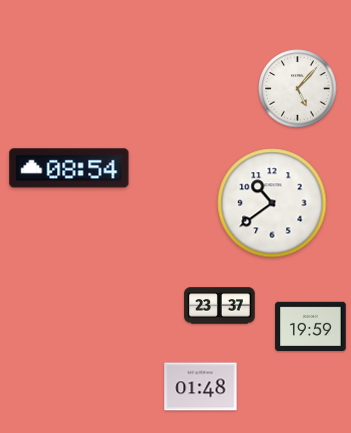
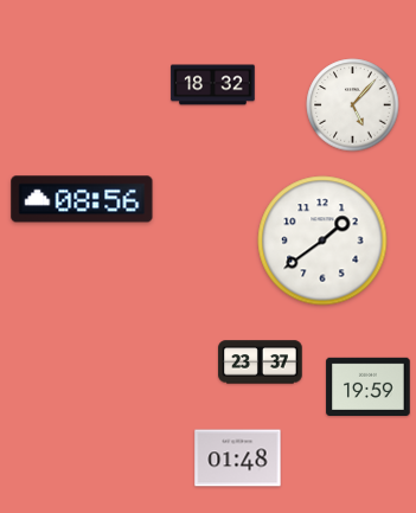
clock at (213, 85): none -> 18:32
clock at (69, 168): 08:54 -> 08:56
clock at (272, 203): 10:39 -> 1:39
